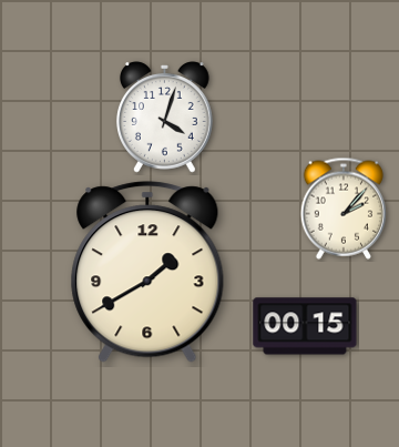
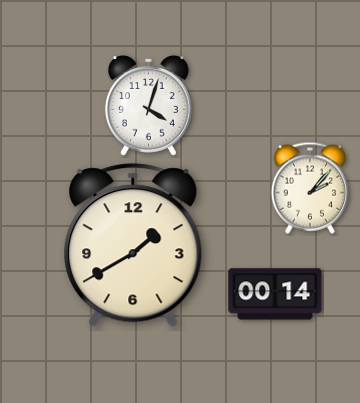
clock at (305, 326): 00:15 -> 00:14
